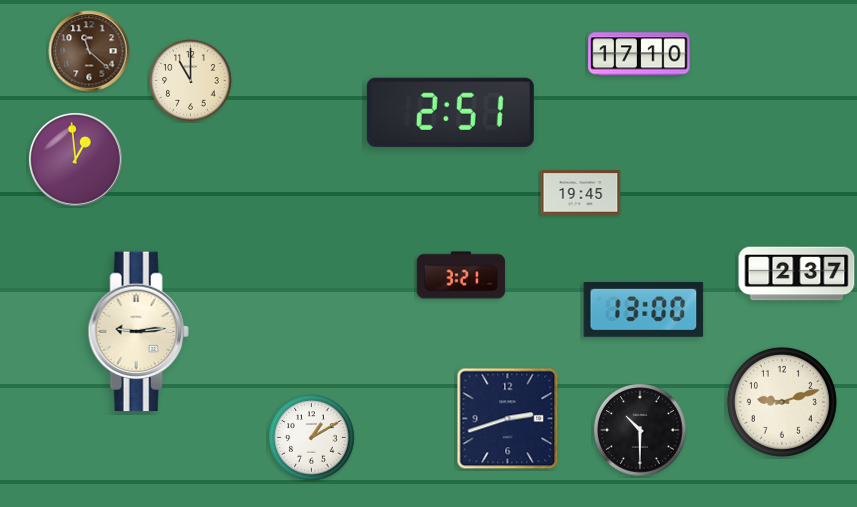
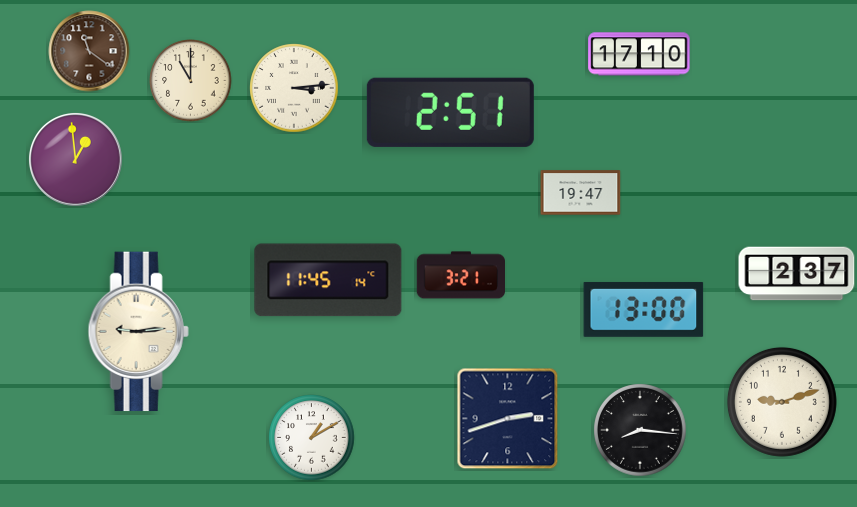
clock at (89, 51): 11:22 -> 11:21
clock at (294, 88): none -> 3:14
clock at (581, 193): 19:45 -> 19:47
clock at (328, 280): none -> 11:45
clock at (640, 430): 10:30 -> 8:16
